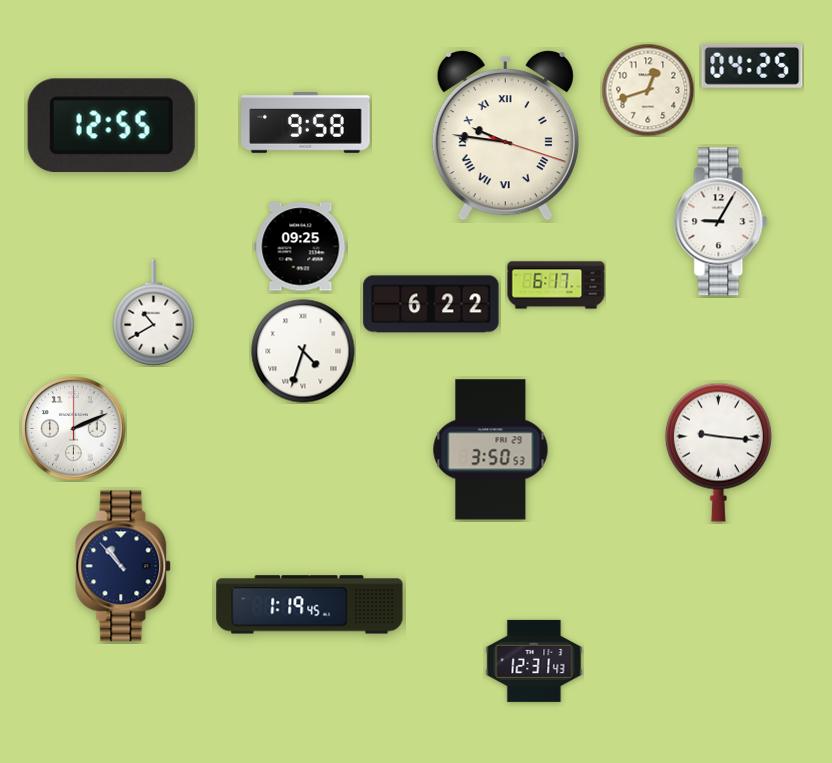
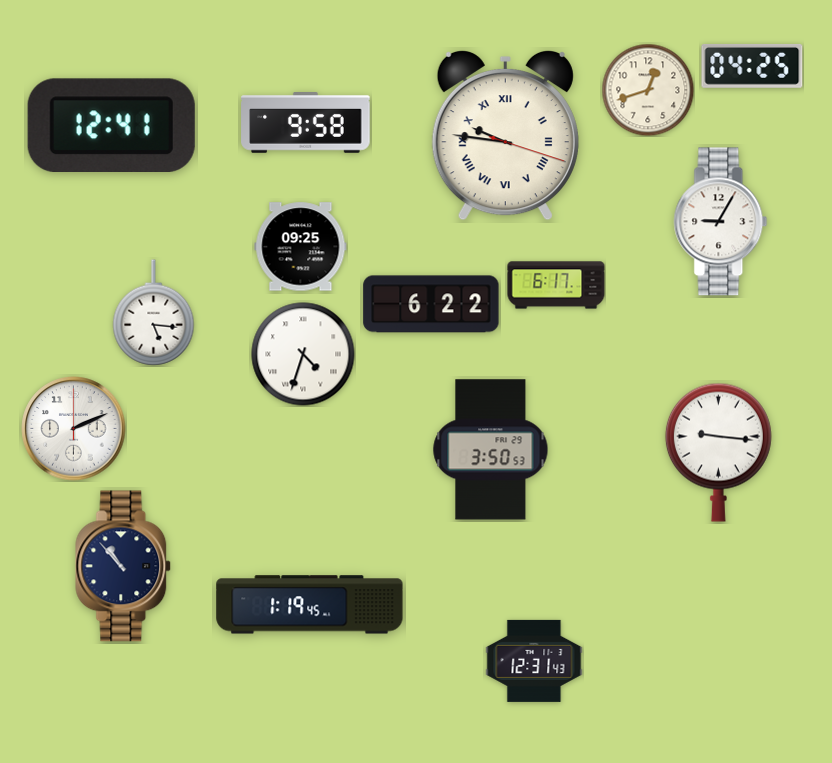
clock at (111, 125): 12:55 -> 12:41
clock at (154, 313): 10:40 -> 5:16
clock at (303, 351) position: (303, 351) -> (303, 354)
